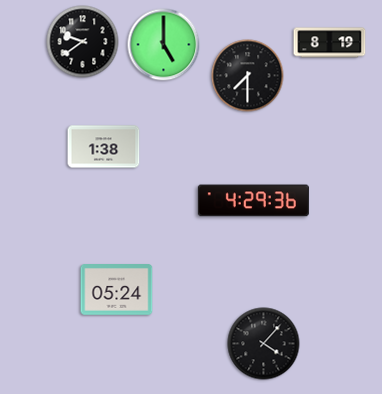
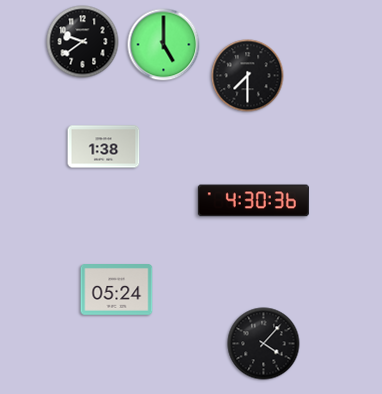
clock at (330, 43): 8:19 -> none
clock at (253, 201): 4:29 -> 4:30
